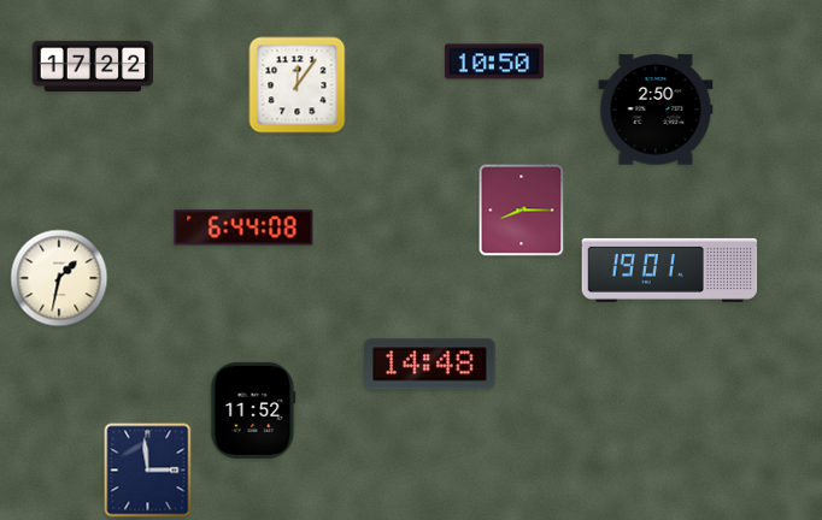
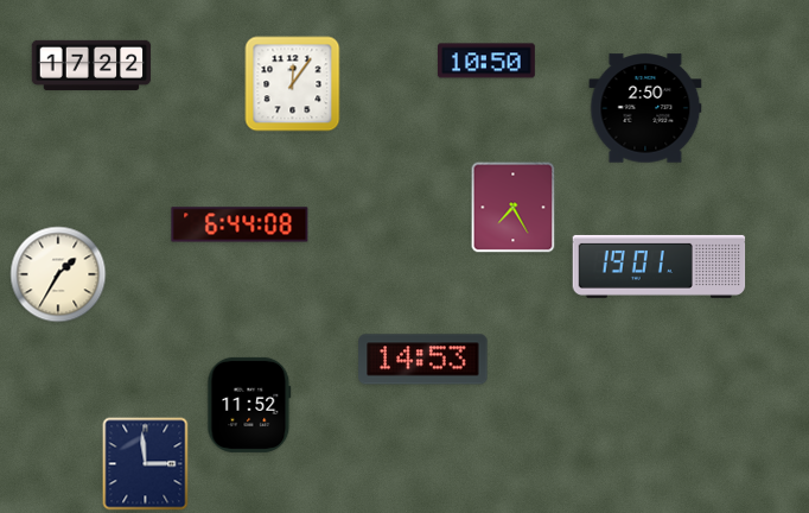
clock at (522, 211): 8:15 -> 7:25
clock at (59, 278): 1:32 -> 1:35
clock at (430, 365): 14:48 -> 14:53
